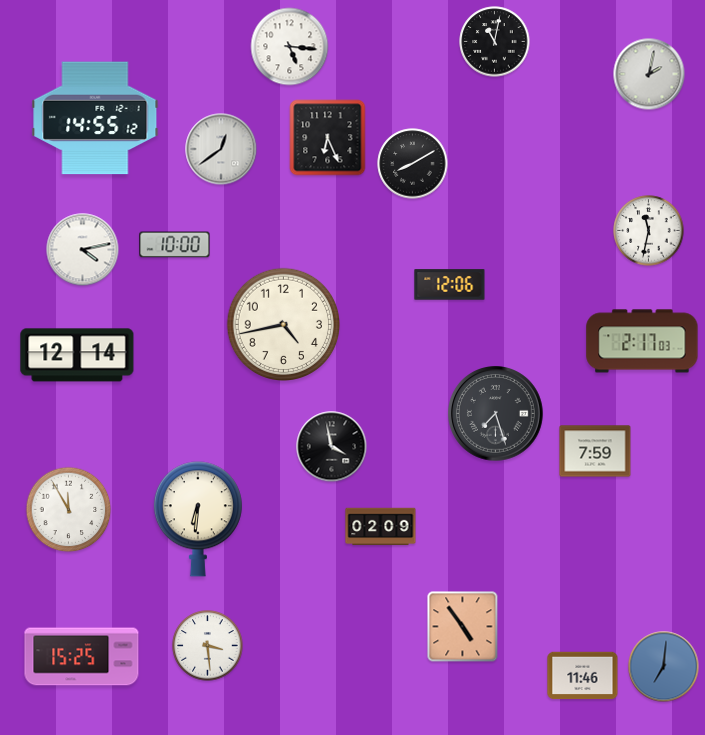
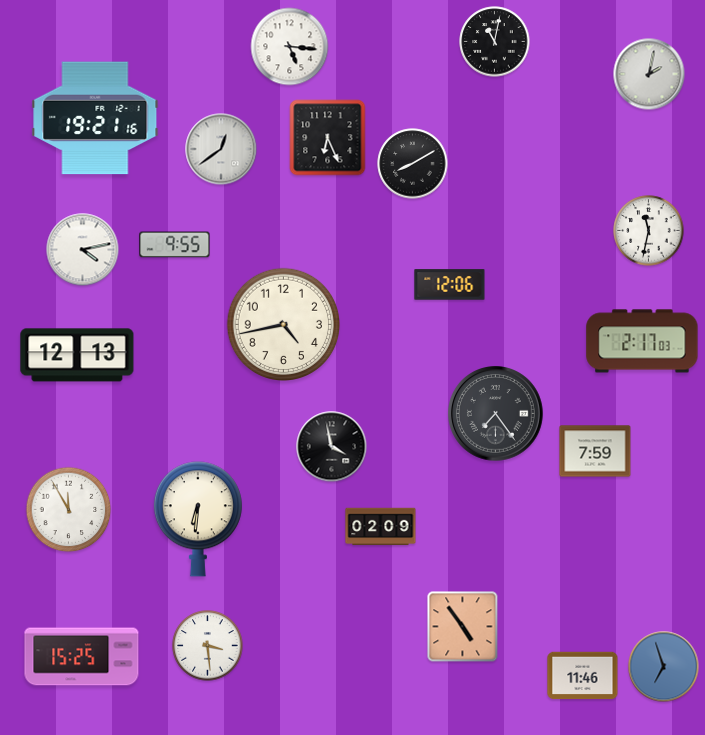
clock at (95, 118): 14:55 -> 19:21
clock at (175, 245): 10:00 -> 9:55
clock at (77, 355): 12:14 -> 12:13
clock at (496, 414): 7:27 -> 7:24
clock at (664, 667): 7:01 -> 6:57
